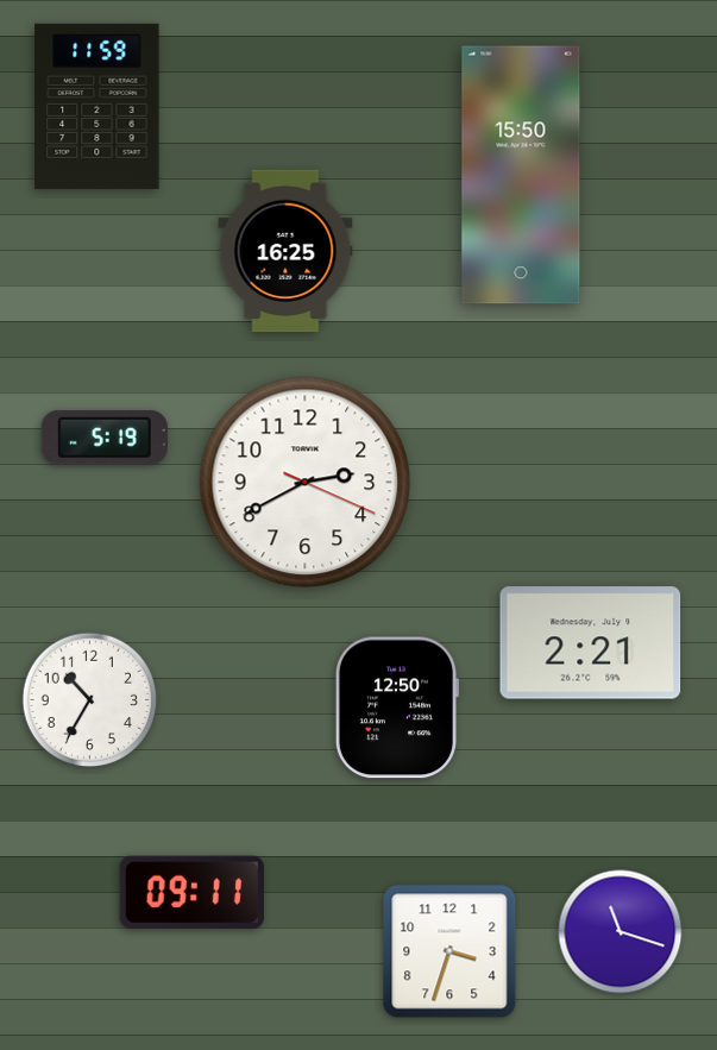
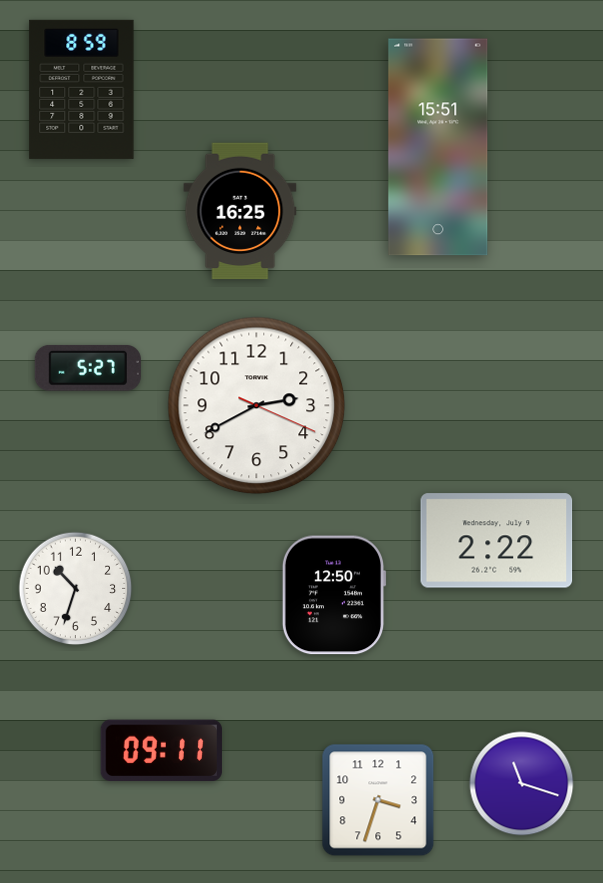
clock at (98, 106): 11:59 -> 8:59
clock at (521, 175): 15:50 -> 15:51
clock at (105, 438): 5:19 -> 5:27
clock at (591, 643): 2:21 -> 2:22
clock at (90, 700): 10:35 -> 10:33
